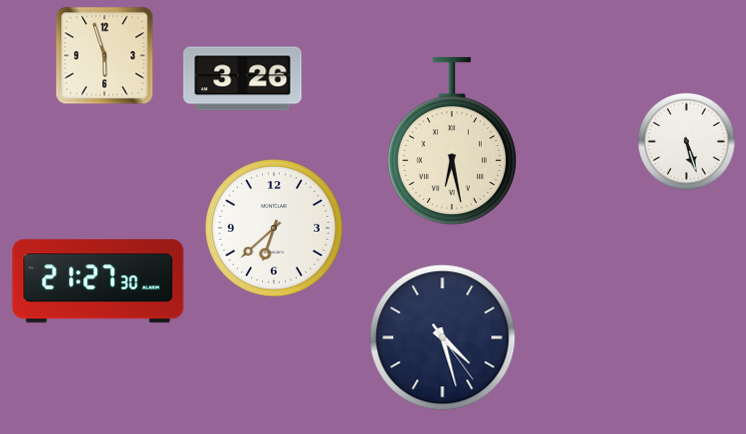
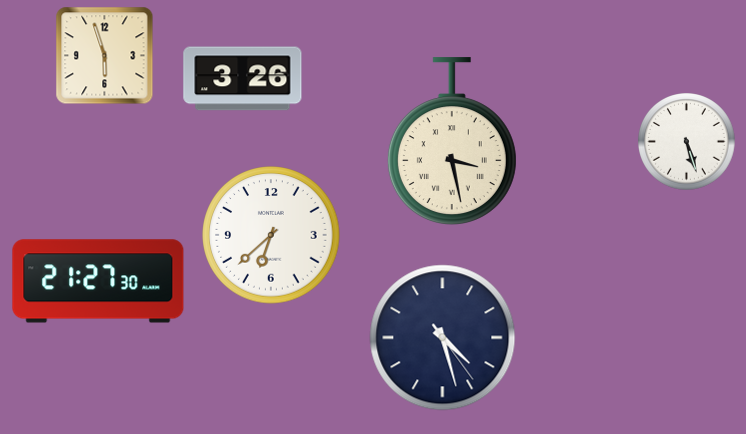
clock at (452, 141): 6:28 -> 3:28
clock at (274, 228) position: (274, 228) -> (271, 235)
